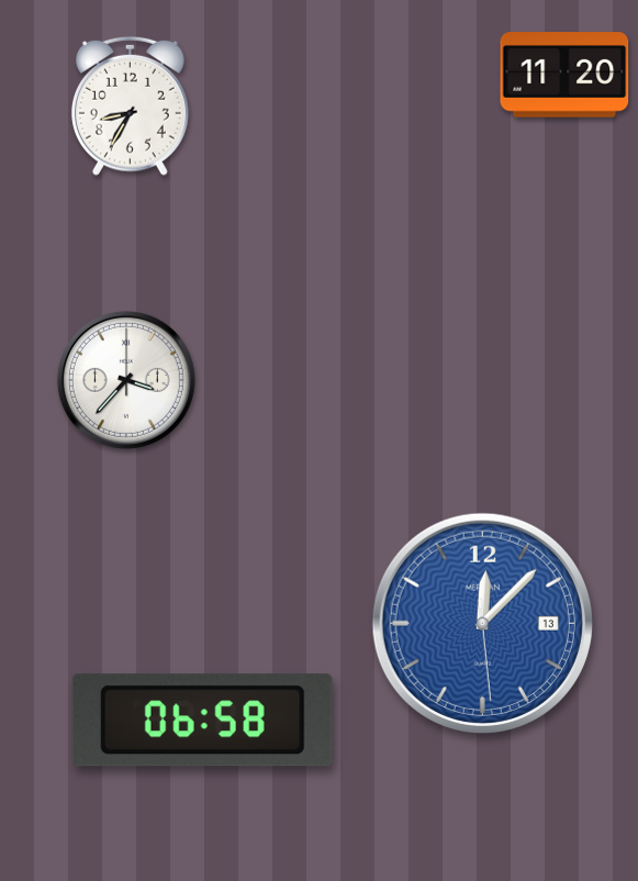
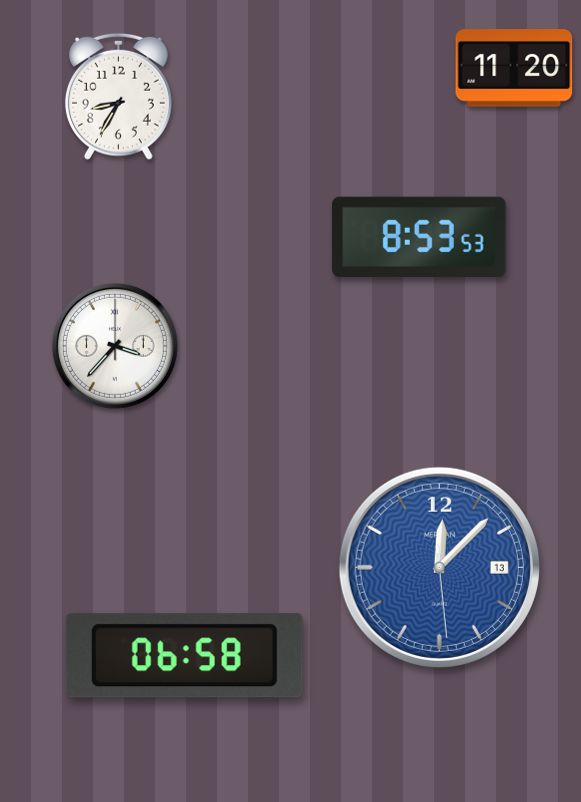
clock at (419, 236): none -> 8:53
